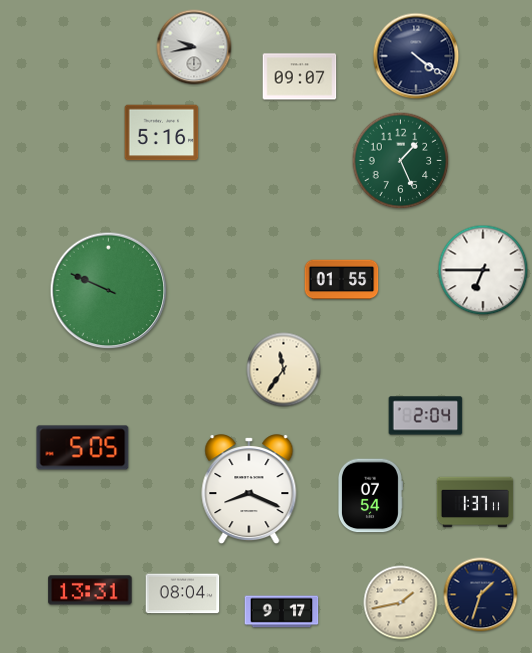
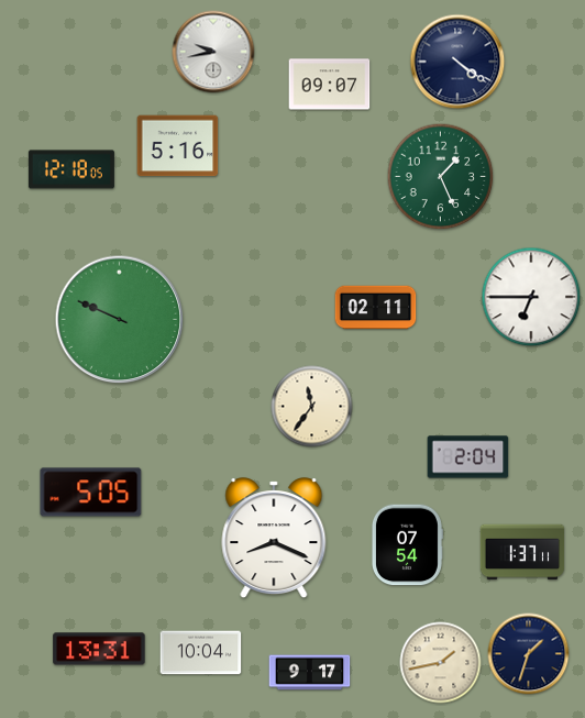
clock at (71, 169): none -> 12:18
clock at (342, 280): 01:55 -> 02:11
clock at (183, 594): 08:04 -> 10:04
